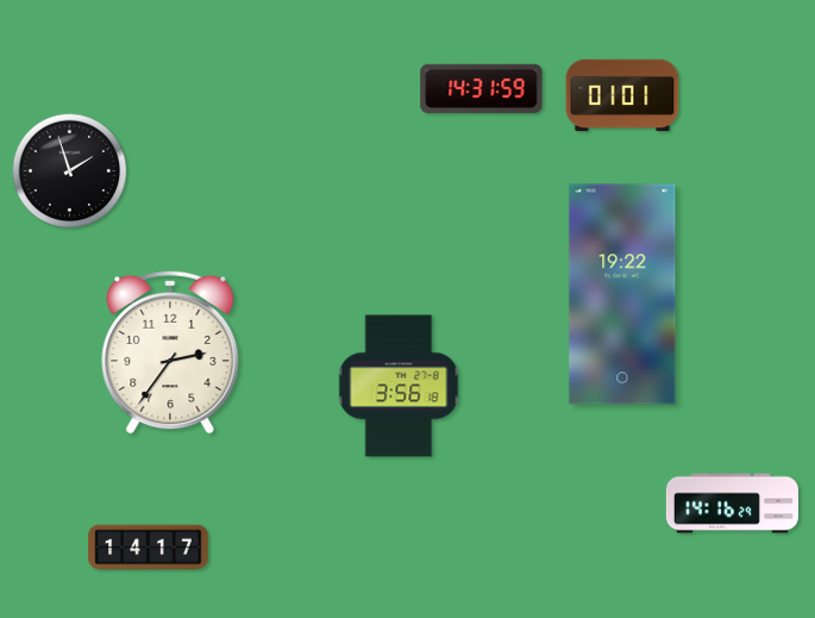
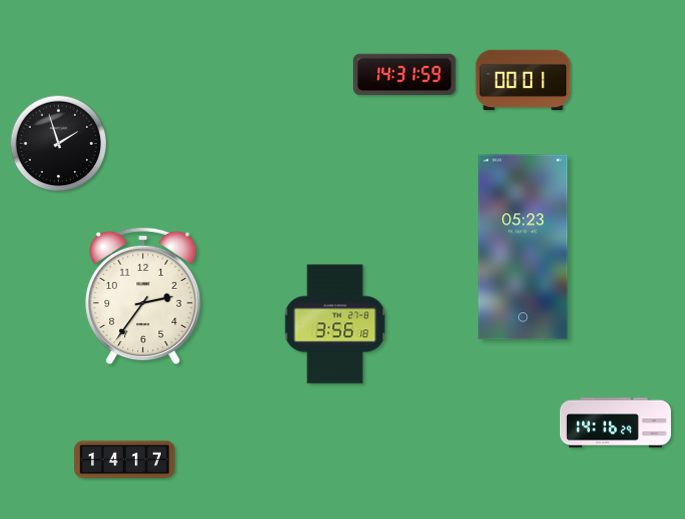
clock at (622, 95): 01:01 -> 00:01
clock at (622, 294): 19:22 -> 05:23
